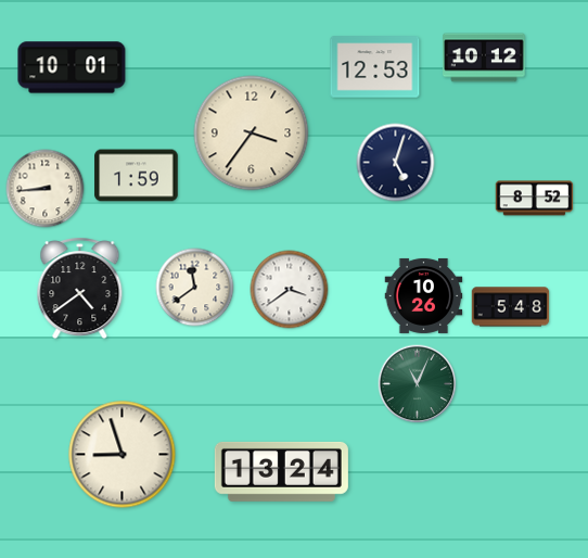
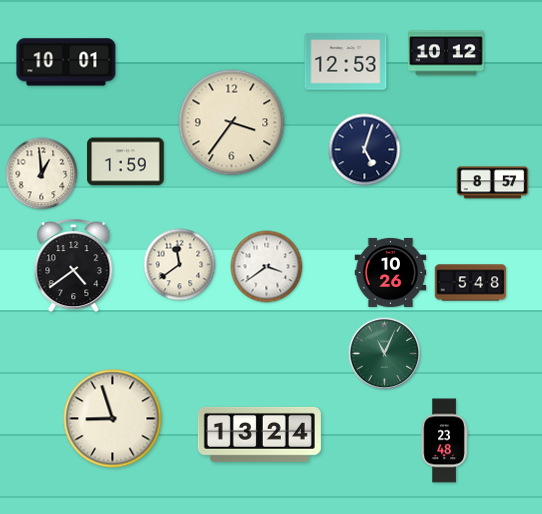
clock at (46, 189): 8:44 -> 12:59
clock at (535, 199): 8:52 -> 8:57
clock at (444, 441): none -> 23:48
